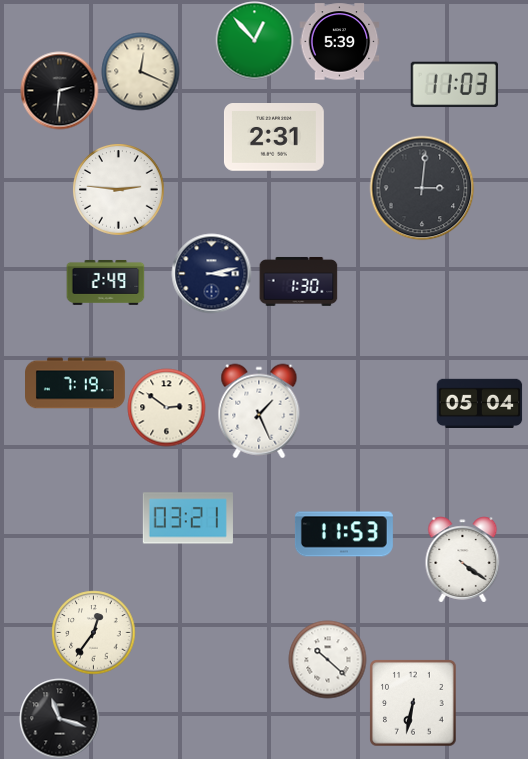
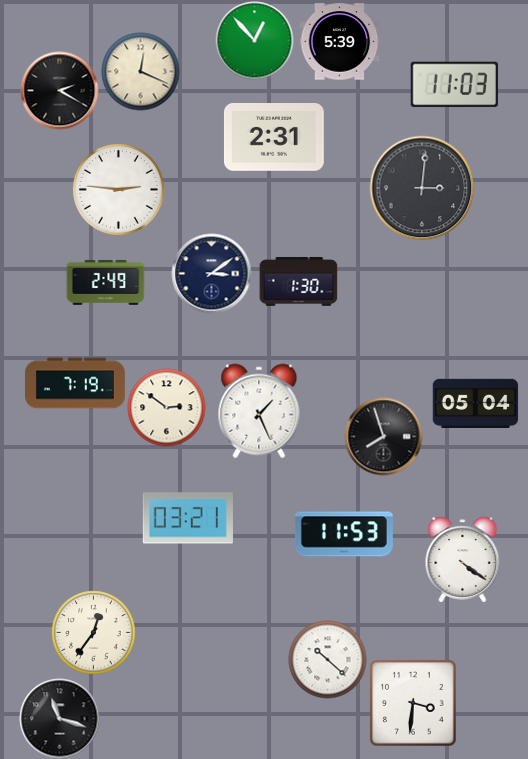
clock at (59, 90): 2:31 -> 2:20
clock at (211, 273): 3:13 -> 3:09
clock at (479, 404) position: (479, 404) -> (475, 404)
clock at (383, 436): none -> 7:57
clock at (413, 703): 6:32 -> 3:31
